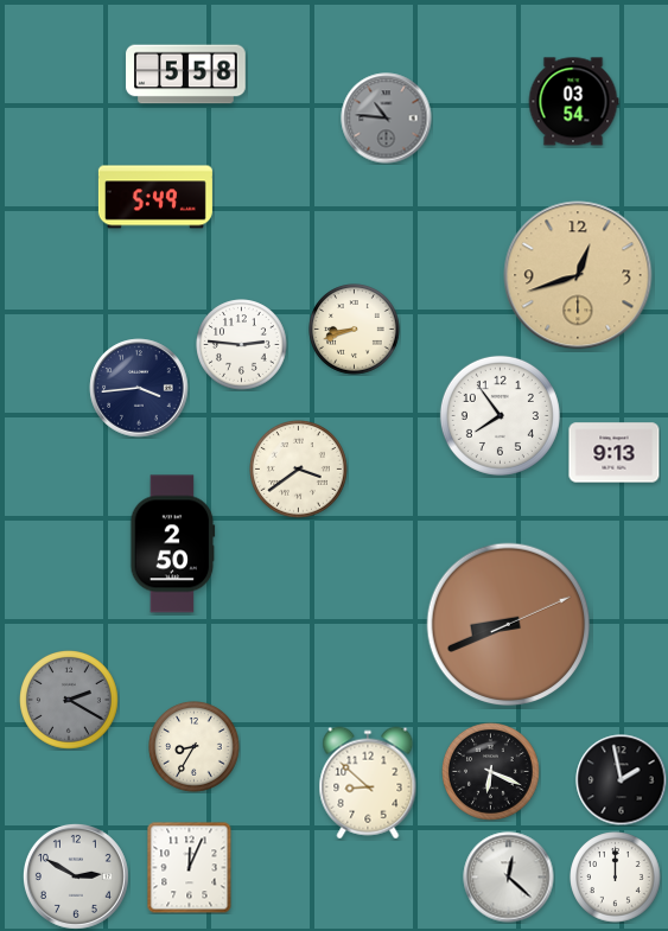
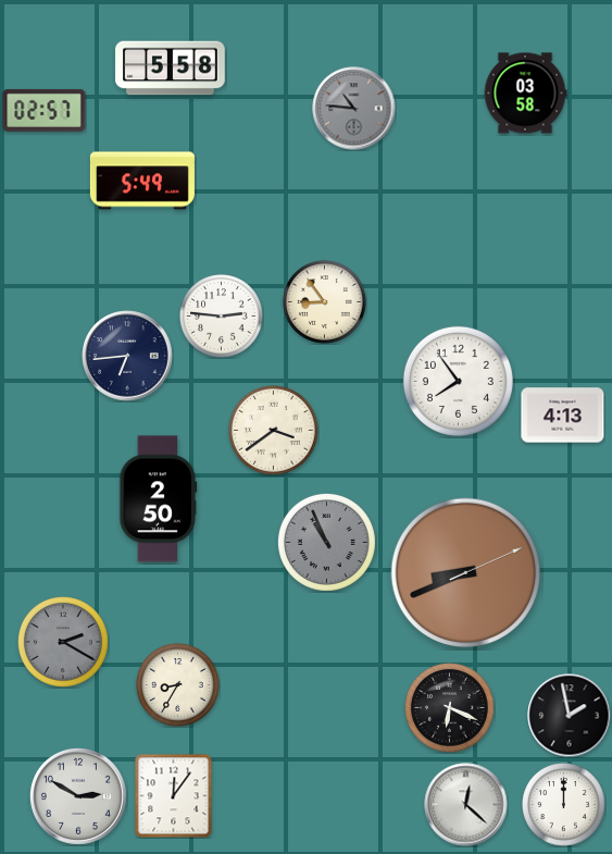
clock at (573, 102): 03:54 -> 03:58
clock at (45, 110): none -> 02:57
clock at (578, 275): 12:42 -> none
clock at (355, 330): 8:42 -> 8:54
clock at (139, 388): 3:44 -> 6:44
clock at (615, 453): 9:13 -> 4:13
clock at (326, 542): none -> 10:56
clock at (368, 783): 8:52 -> none
clock at (190, 867): 12:04 -> 12:06
clock at (76, 876) position: (76, 876) -> (78, 796)
